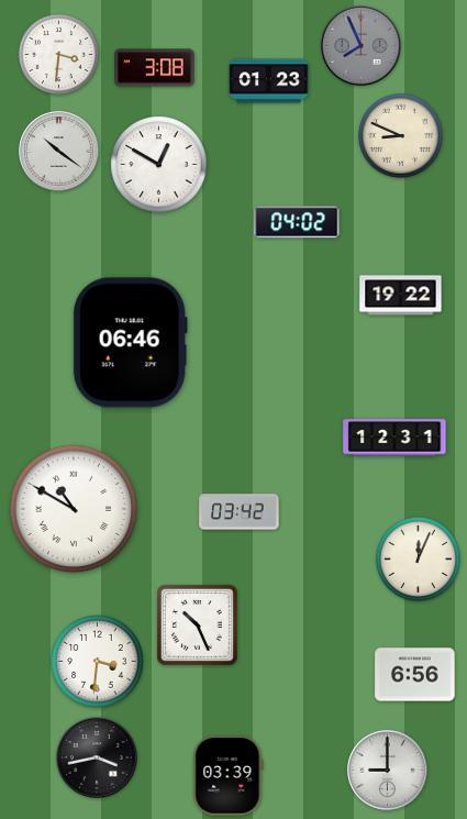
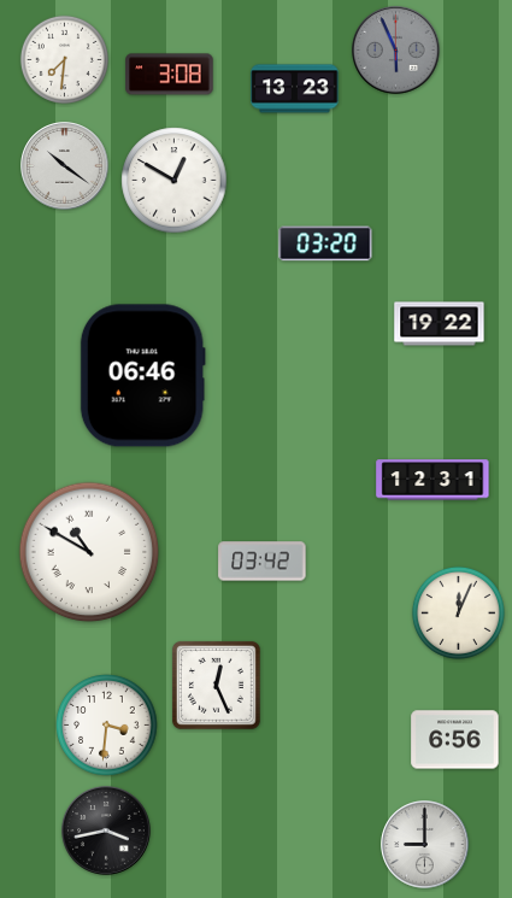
clock at (362, 46): 7:56 -> 5:56
clock at (58, 54): 3:31 -> 7:31
clock at (269, 81): 01:23 -> 13:23
clock at (400, 135): 8:49 -> none
clock at (297, 222): 04:02 -> 03:20
clock at (74, 509) position: (74, 509) -> (89, 552)
clock at (198, 626): 10:26 -> 12:26
clock at (229, 776): 03:39 -> none
